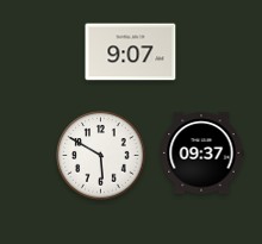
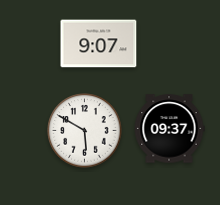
clock at (131, 52) position: (131, 52) -> (99, 44)
